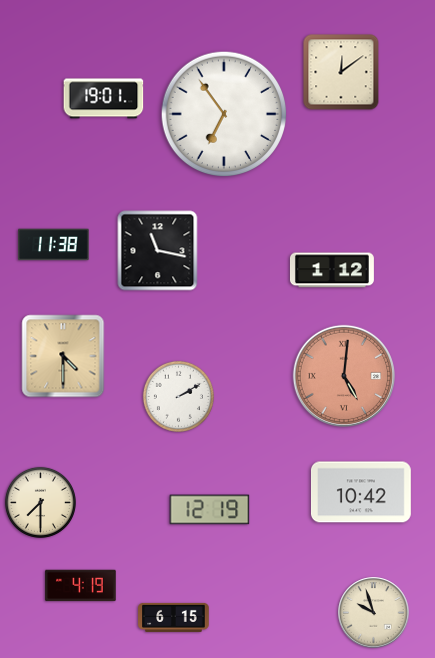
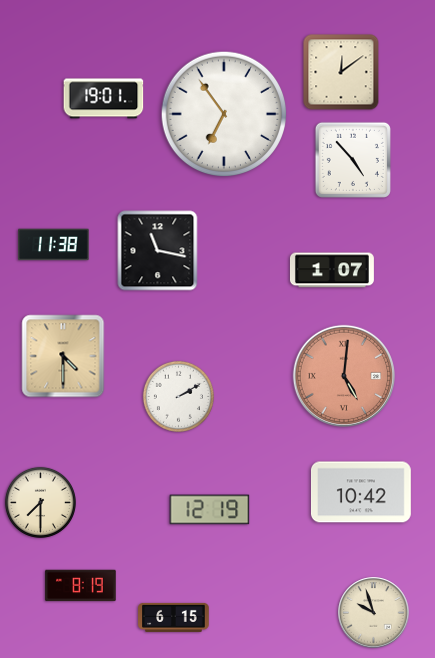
clock at (353, 160): none -> 4:53
clock at (332, 270): 1:12 -> 1:07
clock at (81, 586): 4:19 -> 8:19
